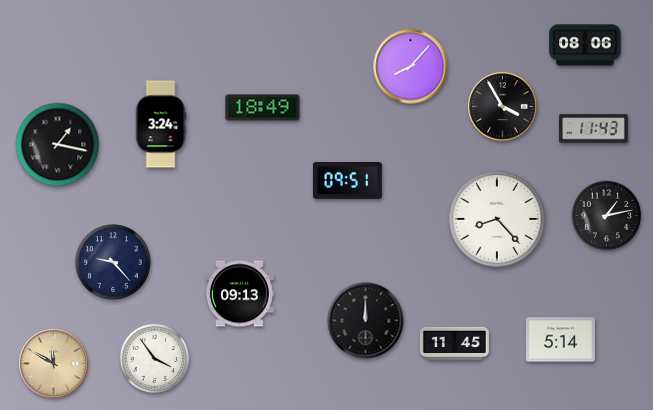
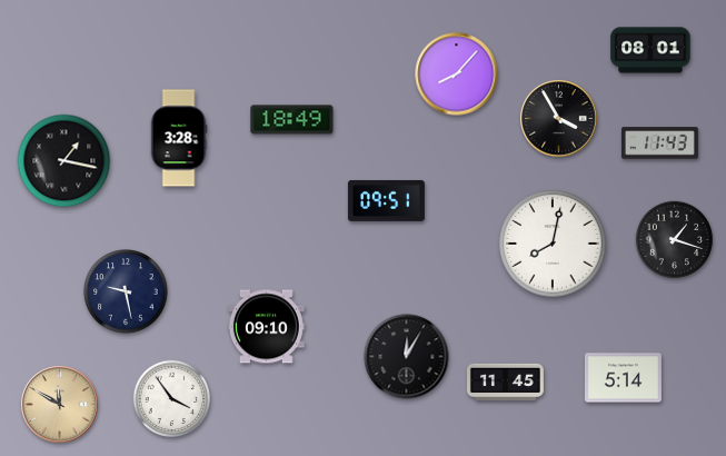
clock at (585, 45): 08:06 -> 08:01
clock at (161, 124): 3:24 -> 3:28
clock at (607, 216): 1:13 -> 1:18
clock at (497, 219): 8:23 -> 8:02
clock at (113, 262): 9:23 -> 9:28
clock at (239, 294): 09:13 -> 09:10
clock at (366, 321): 12:00 -> 12:05
